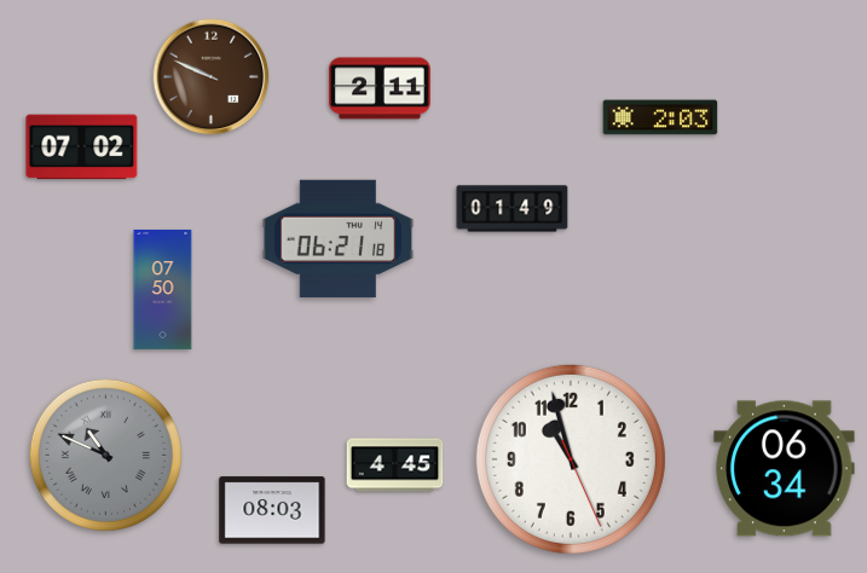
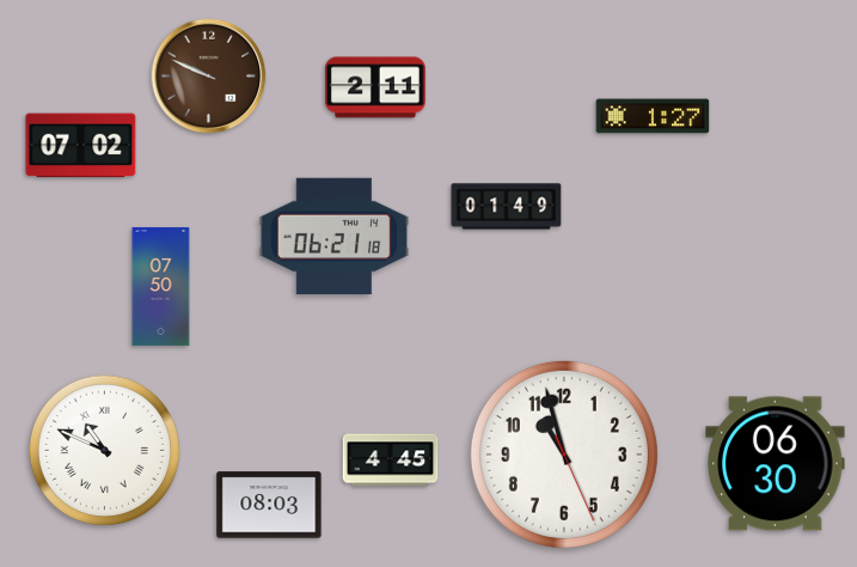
clock at (660, 117): 2:03 -> 1:27
clock at (105, 455) dial: grey -> white
clock at (785, 469): 06:34 -> 06:30
